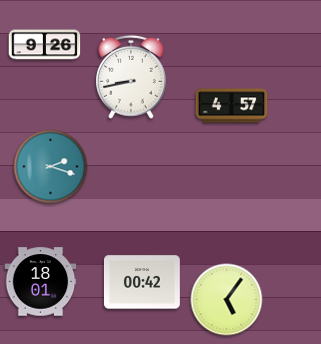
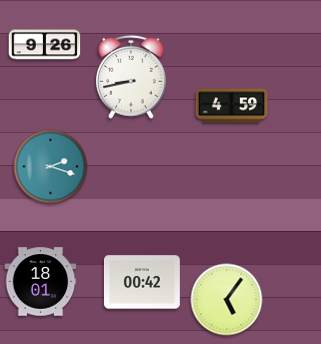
clock at (232, 106): 4:57 -> 4:59
